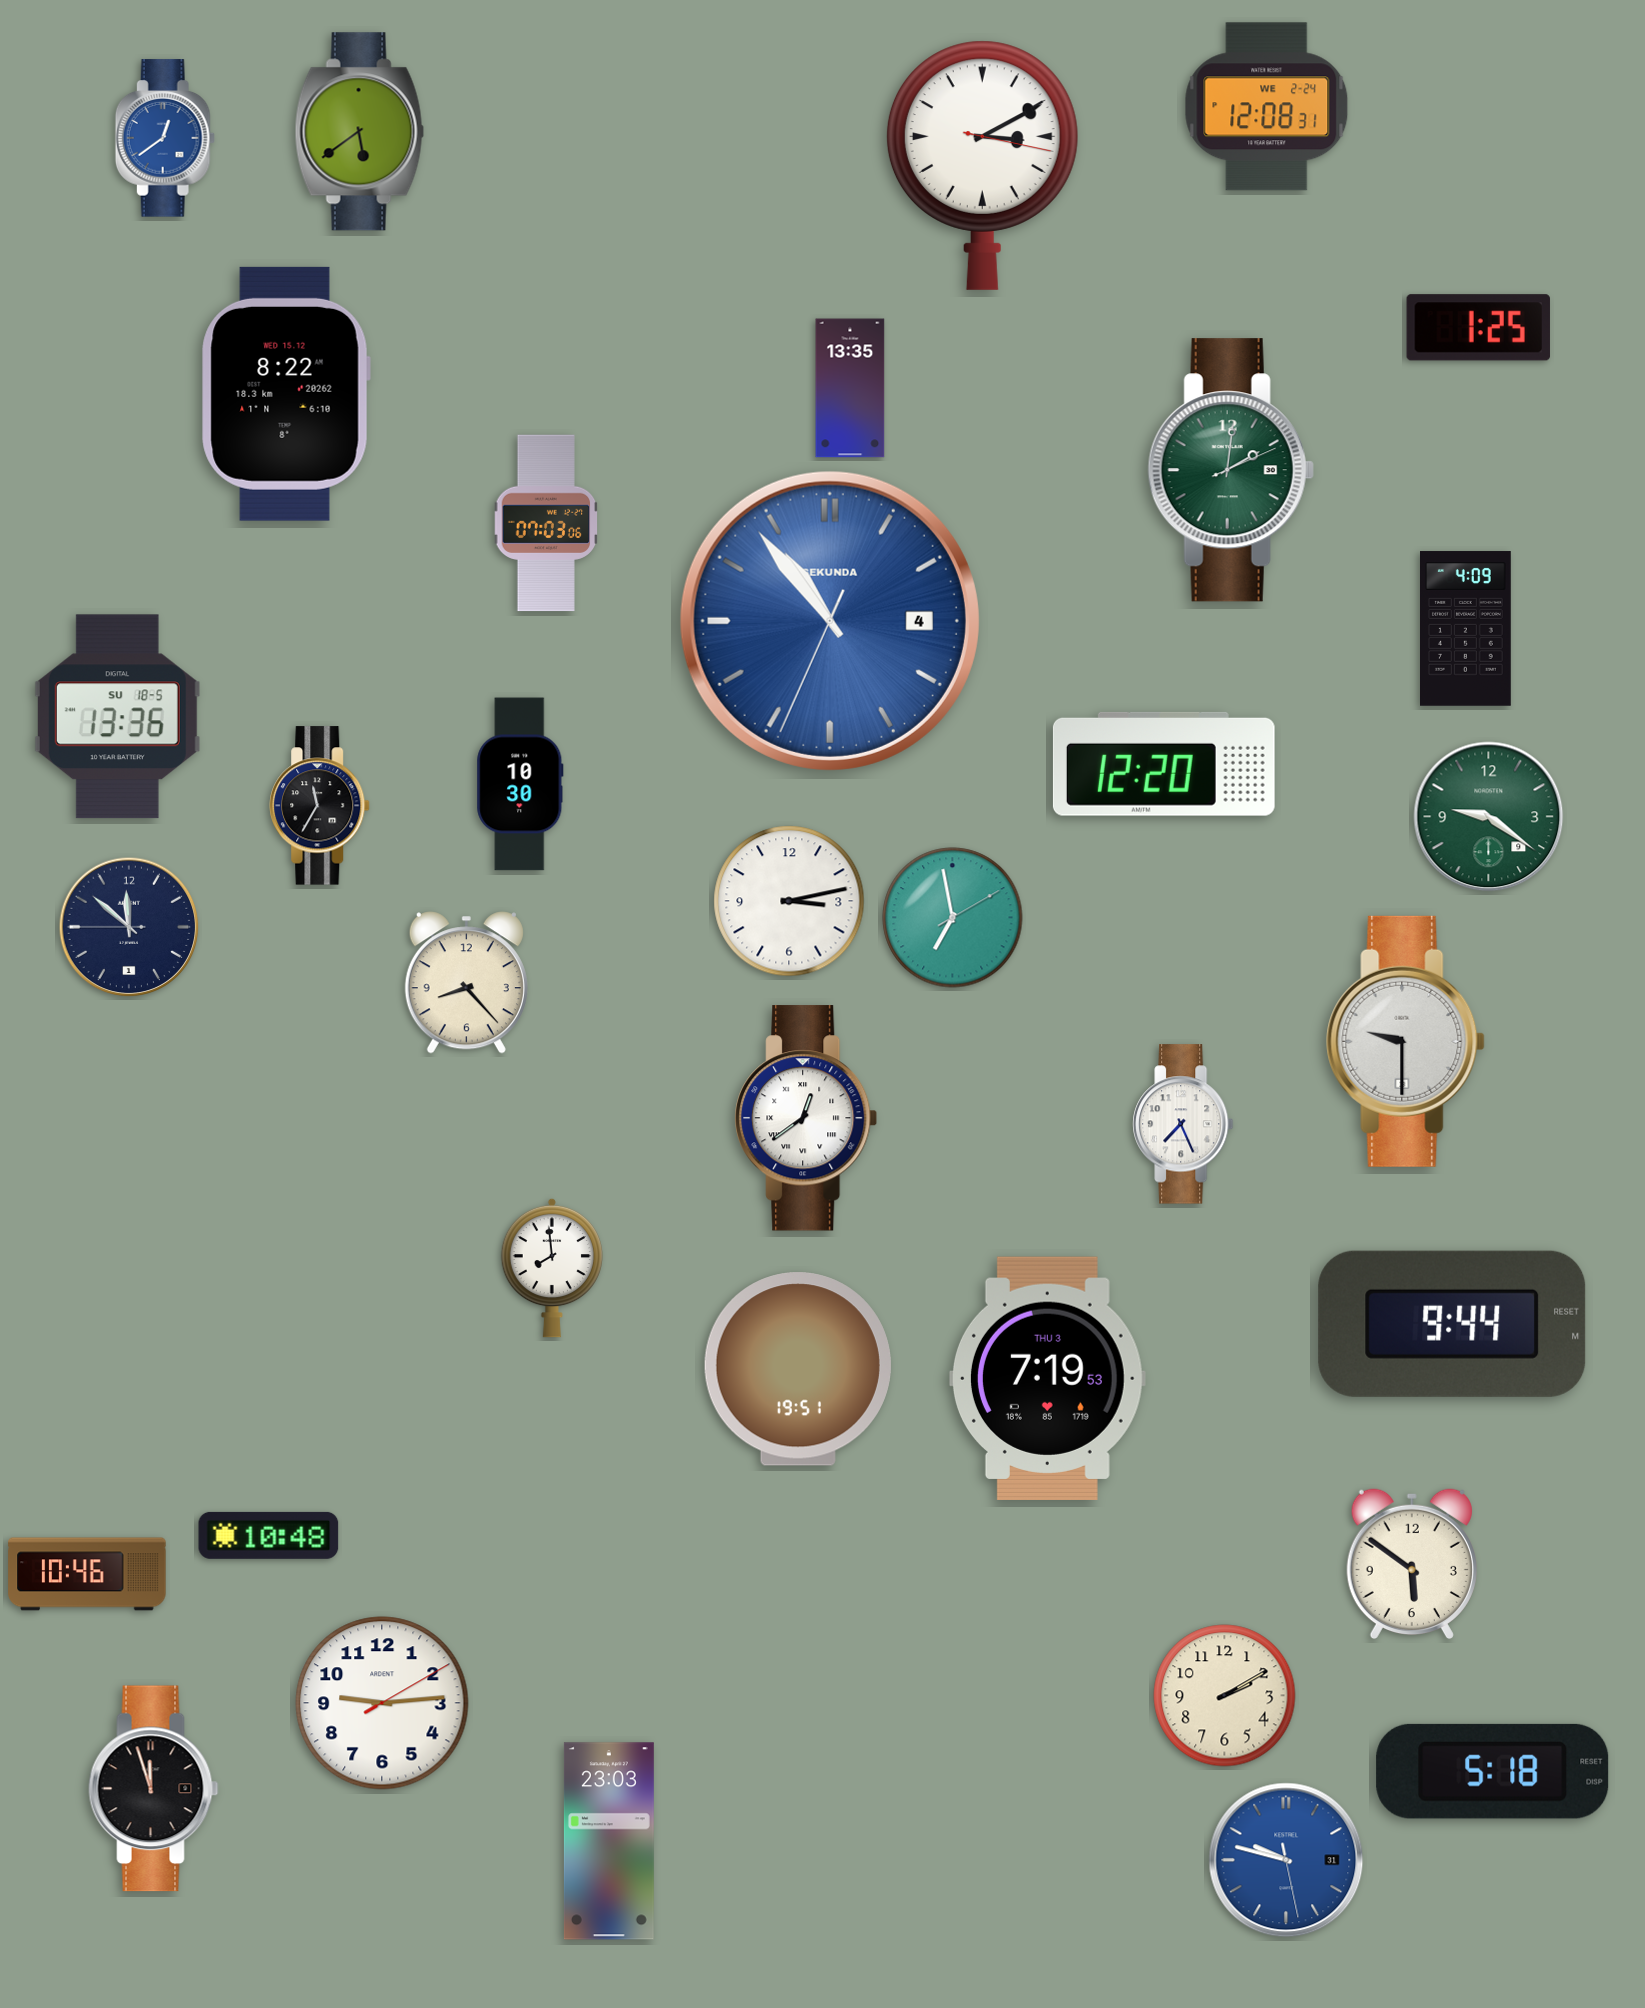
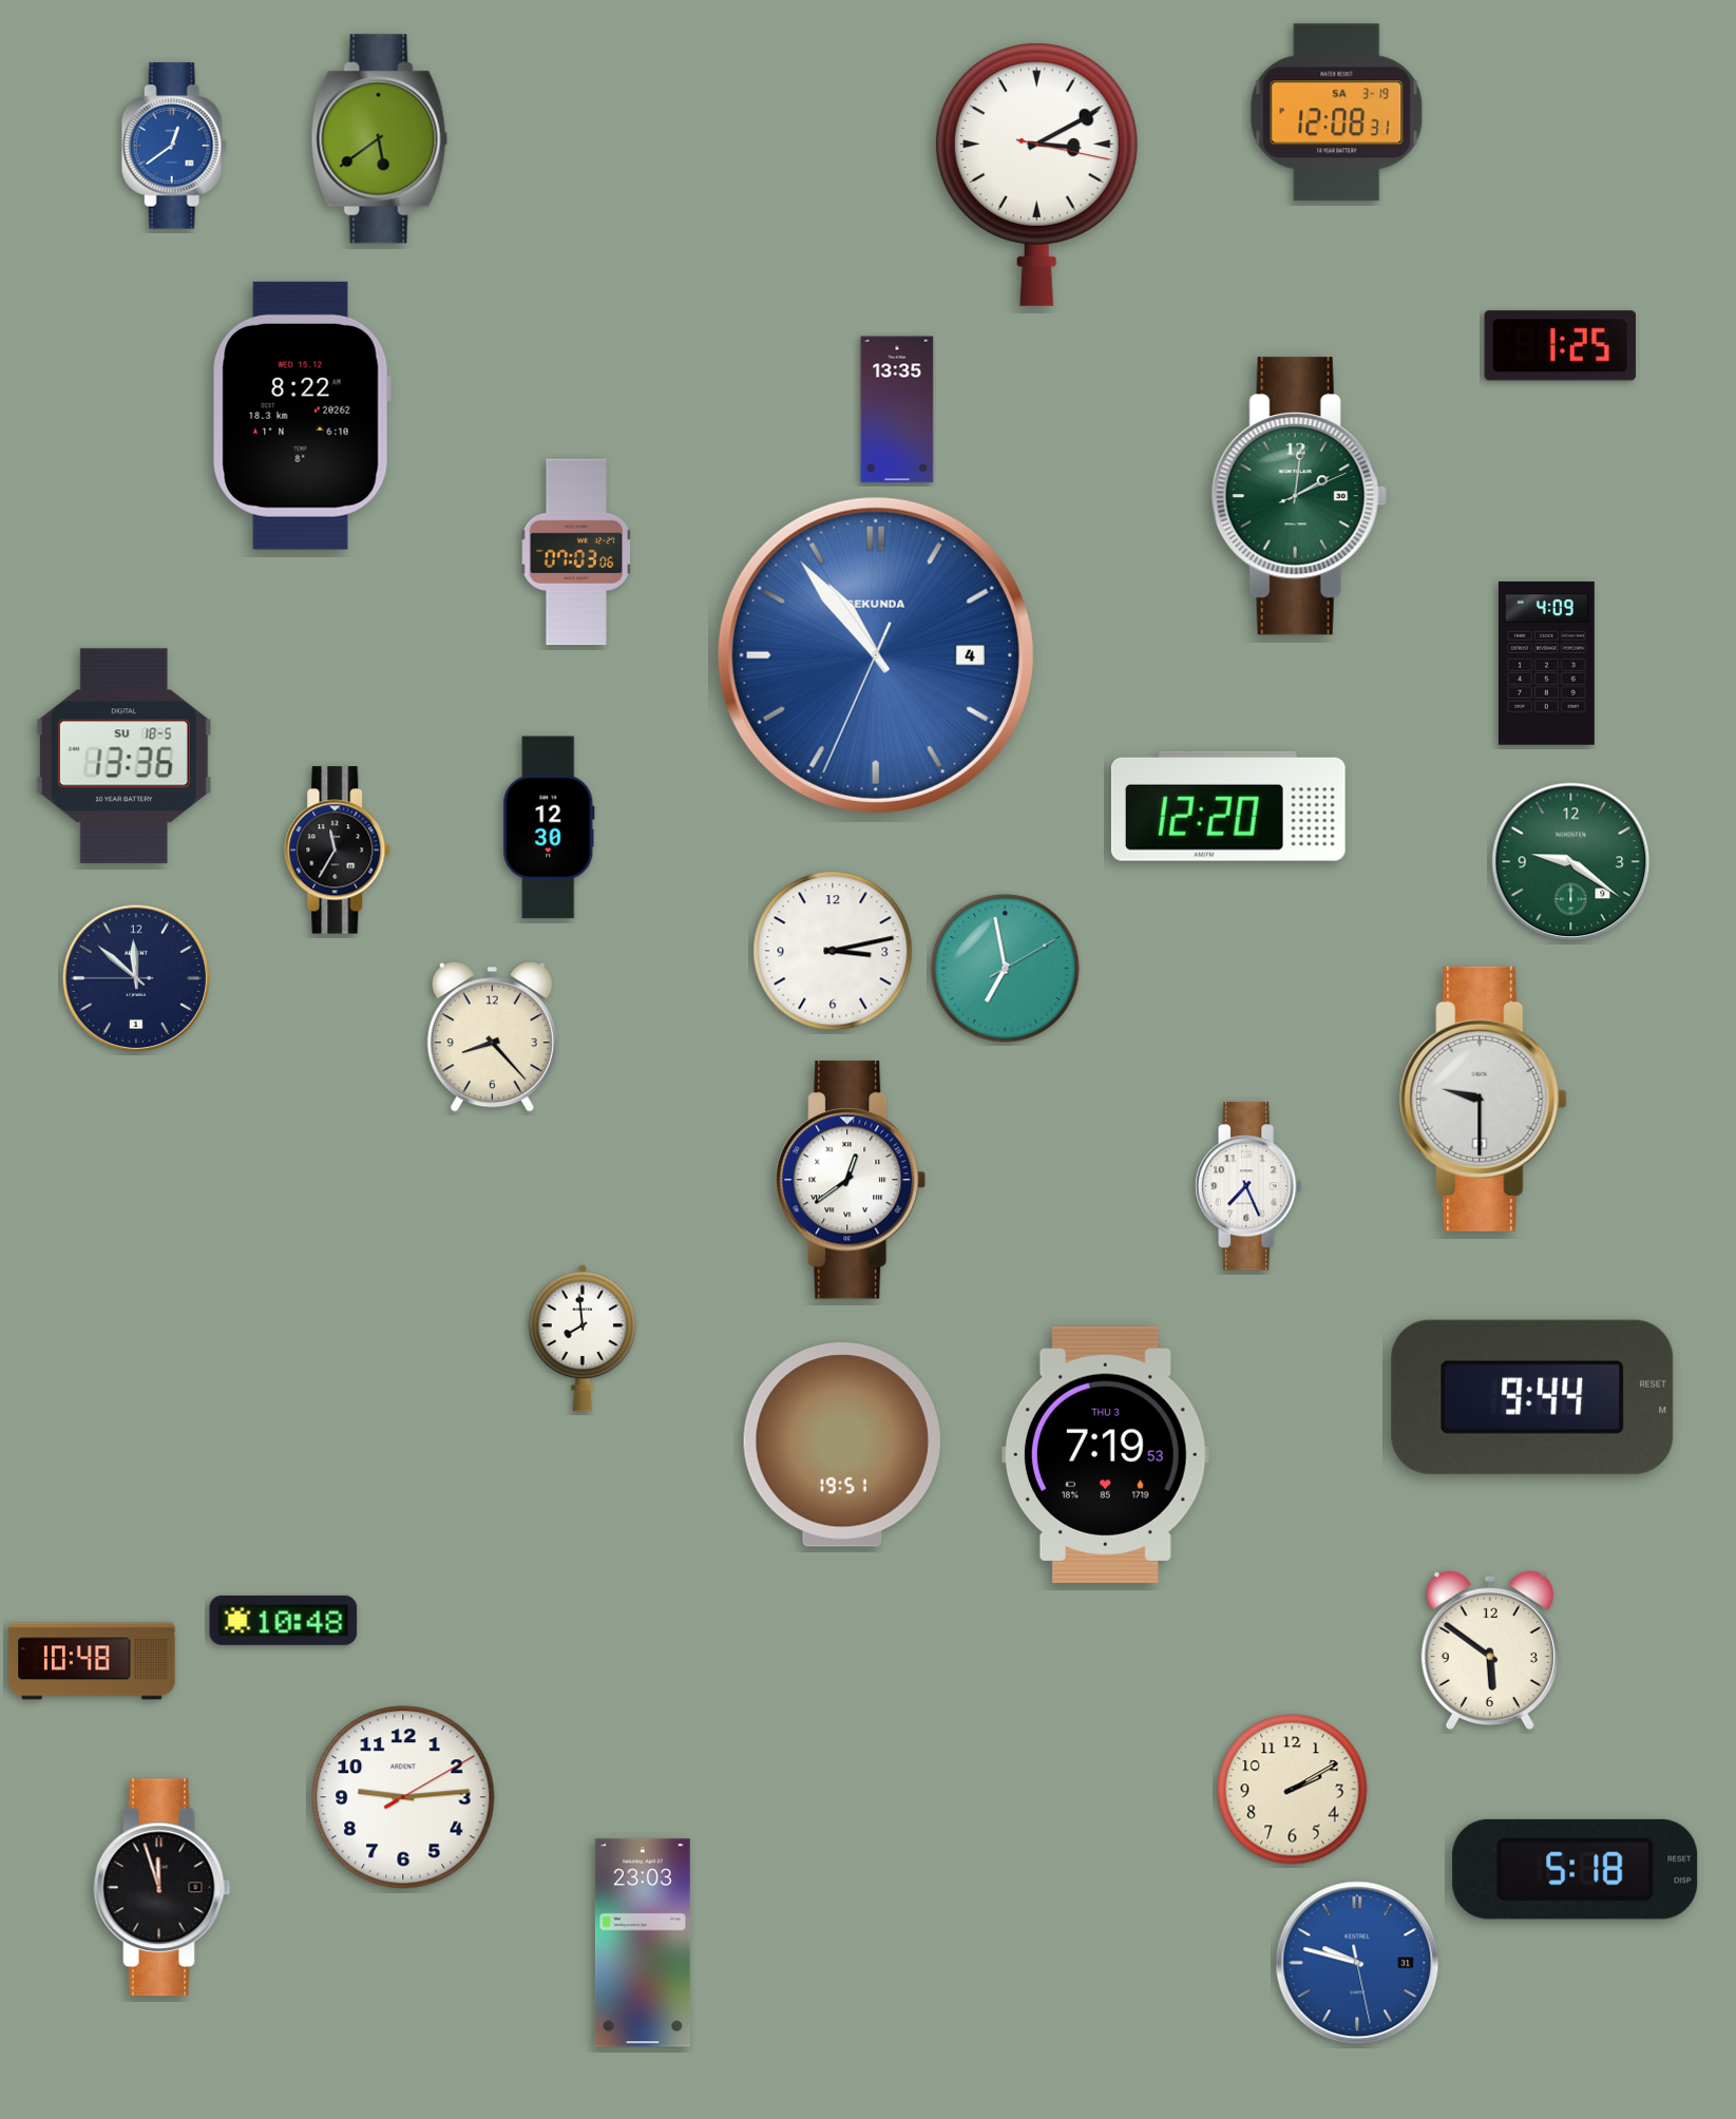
clock at (1267, 107) date: WE 2-24 -> SA 3-19
clock at (520, 784): 10:30 -> 12:30
clock at (87, 1574): 10:46 -> 10:48
